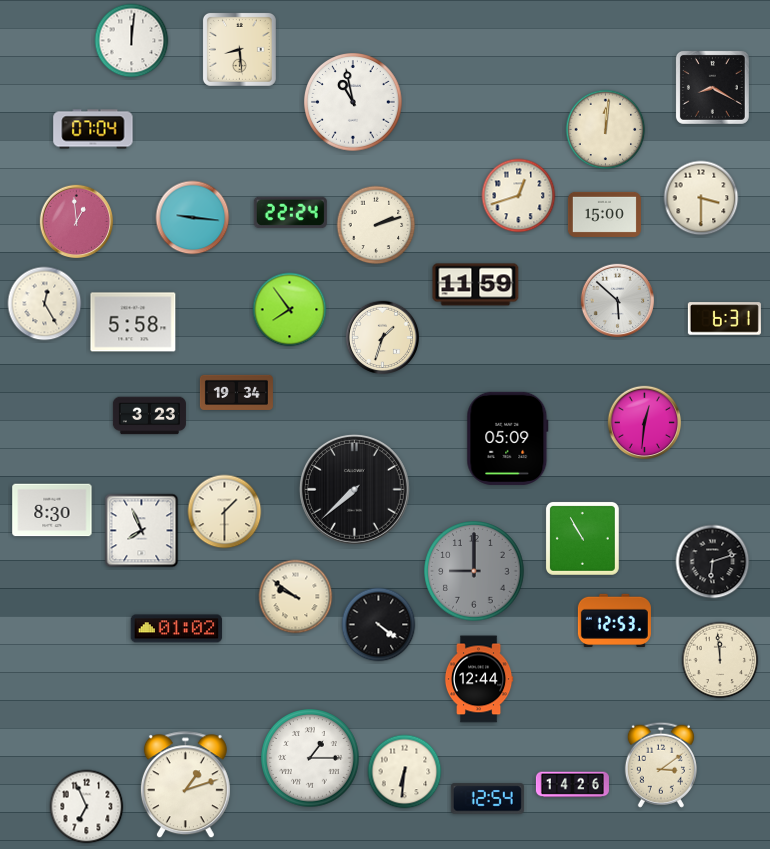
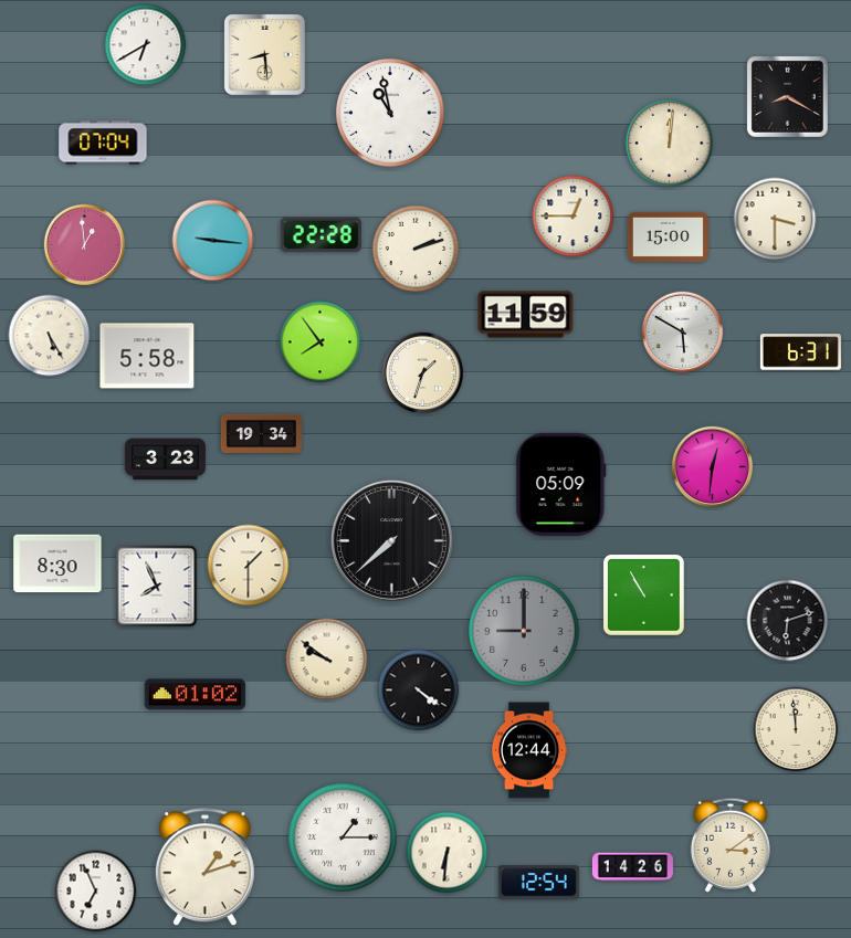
clock at (132, 41): 12:01 -> 6:40
clock at (519, 196): 12:42 -> 12:45
clock at (290, 213): 22:24 -> 22:28
clock at (618, 301): 5:52 -> 5:50
clock at (45, 304): 12:25 -> 5:25
clock at (614, 620): 12:53 -> none
